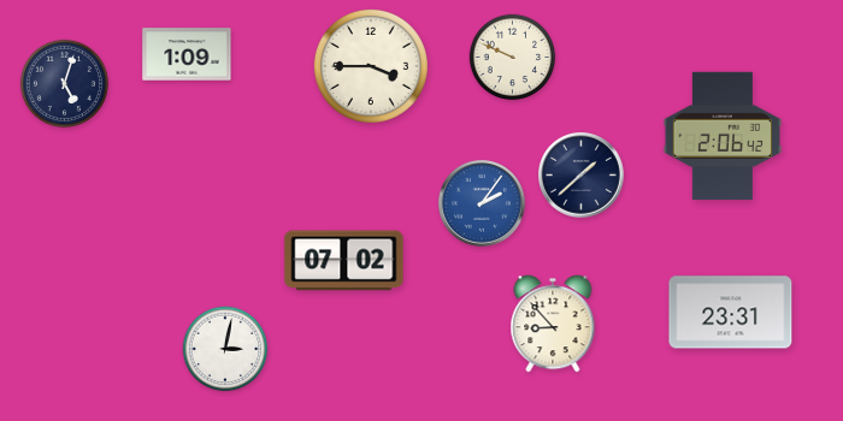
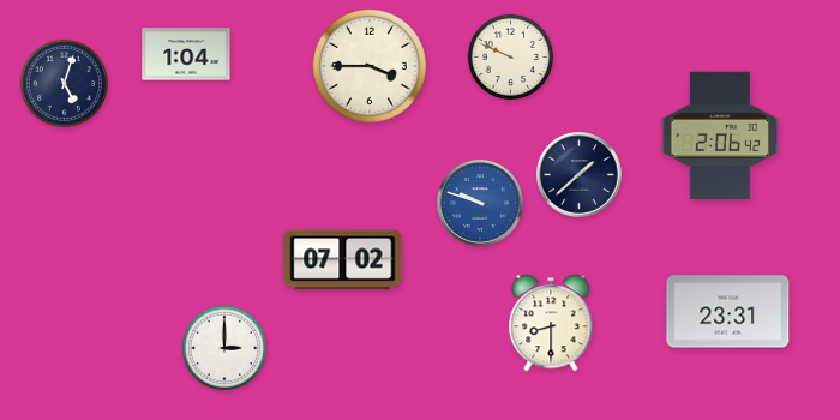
clock at (187, 54): 1:09 -> 1:04
clock at (482, 203): 2:06 -> 9:48
clock at (553, 324): 8:53 -> 8:30
clock at (225, 349): 3:02 -> 3:00
